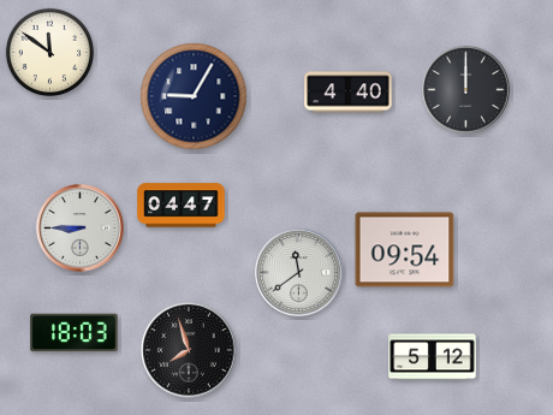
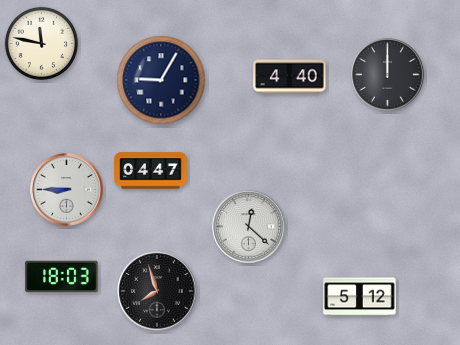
clock at (49, 52): 11:51 -> 11:47
clock at (405, 250): 09:54 -> none
clock at (299, 273): 11:39 -> 12:22
